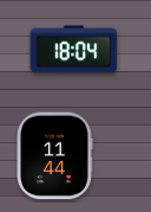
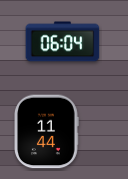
clock at (74, 50): 18:04 -> 06:04
